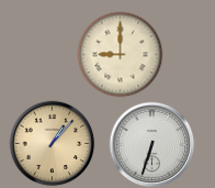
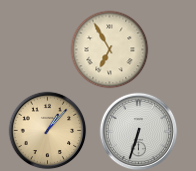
clock at (120, 54): 9:00 -> 6:55
